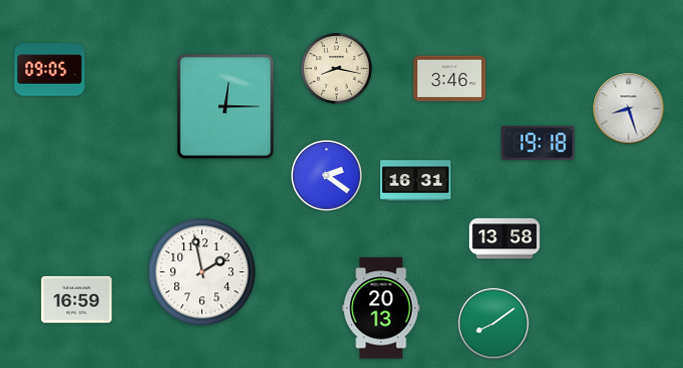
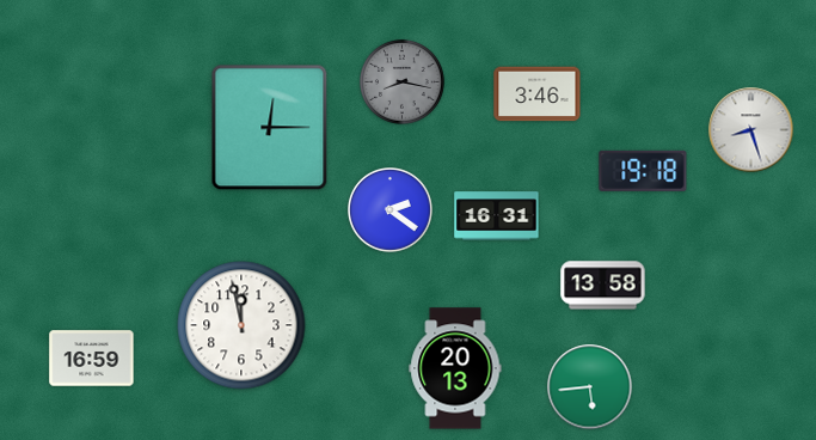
clock at (337, 69) dial: cream -> grey
clock at (50, 70): 09:05 -> none
clock at (202, 272): 1:58 -> 11:58
clock at (494, 324): 8:09 -> 5:44
